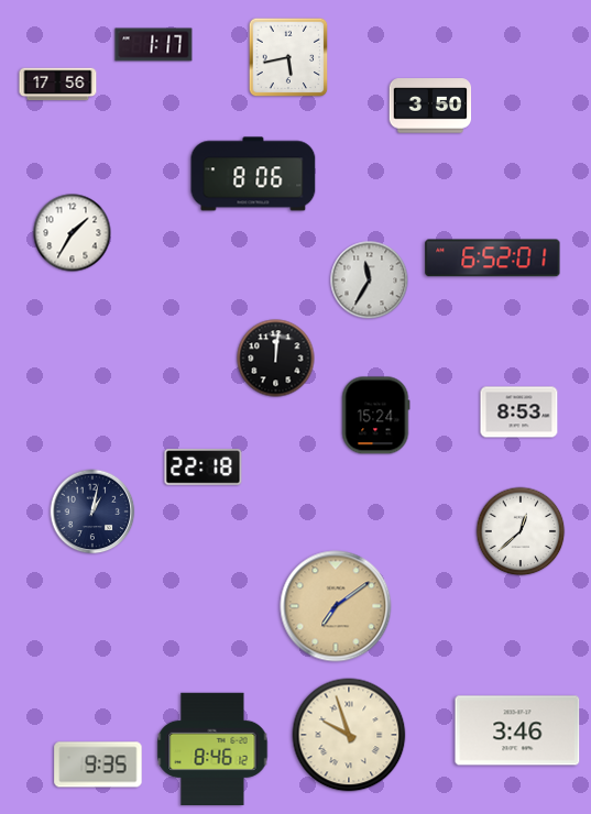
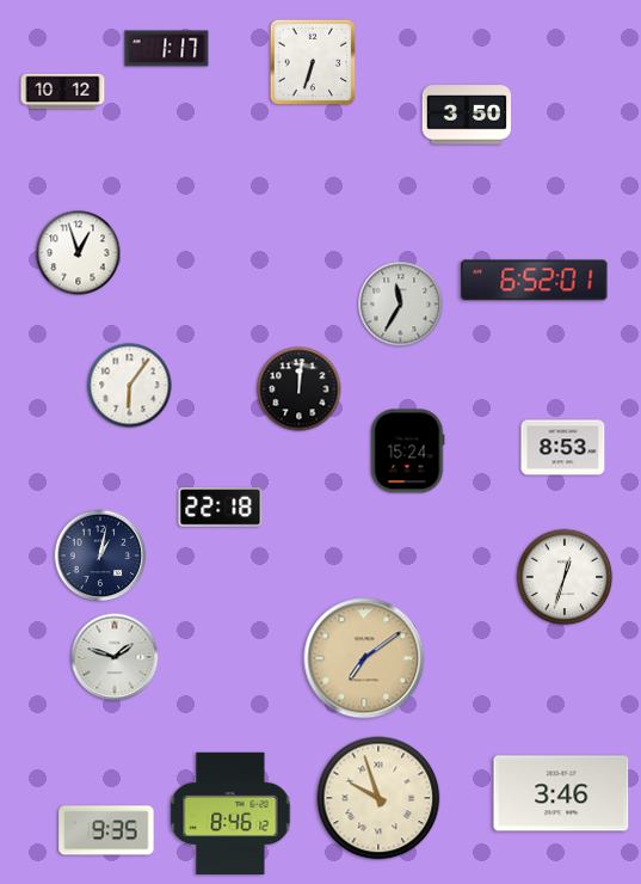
clock at (288, 57): 5:43 -> 6:33
clock at (58, 85): 17:56 -> 10:12
clock at (253, 174): 8:06 -> none
clock at (73, 233): 1:35 -> 12:57
clock at (130, 386): none -> 6:06
clock at (521, 531): 12:38 -> 12:33
clock at (115, 657): none -> 1:48
